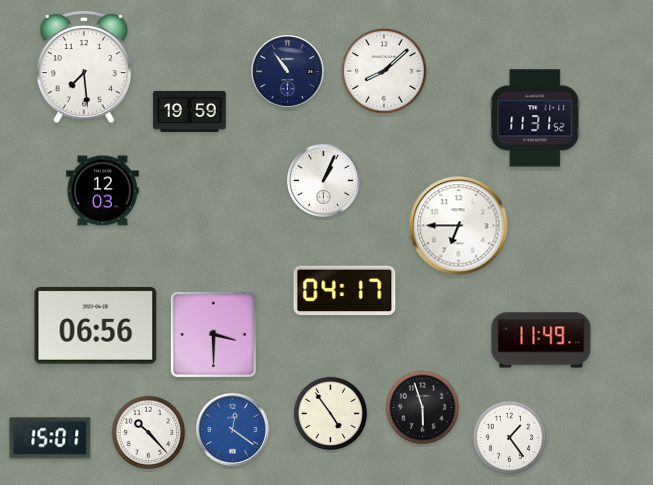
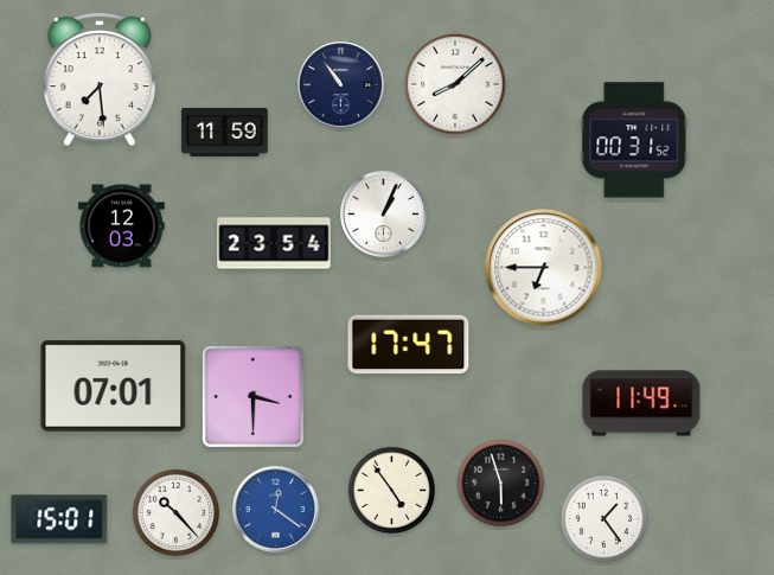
clock at (190, 111): 19:59 -> 11:59
clock at (535, 118): 11:31 -> 00:31
clock at (274, 243): none -> 23:54
clock at (345, 291): 04:17 -> 17:47
clock at (96, 325): 06:56 -> 07:01
